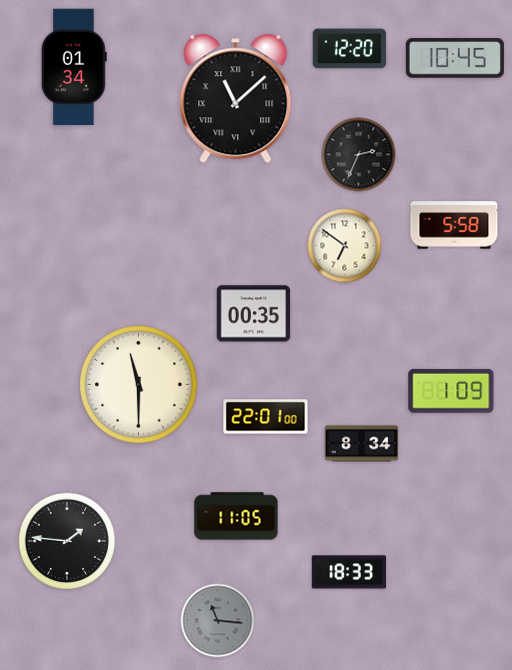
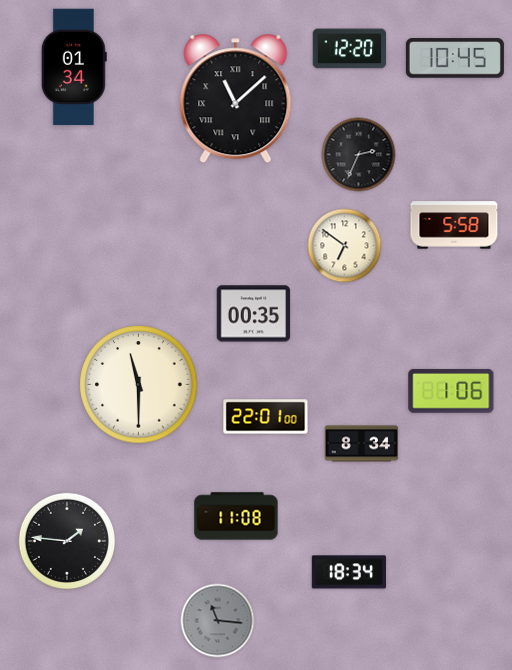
clock at (451, 391): 1:09 -> 1:06
clock at (236, 516): 11:05 -> 11:08
clock at (349, 572): 18:33 -> 18:34
